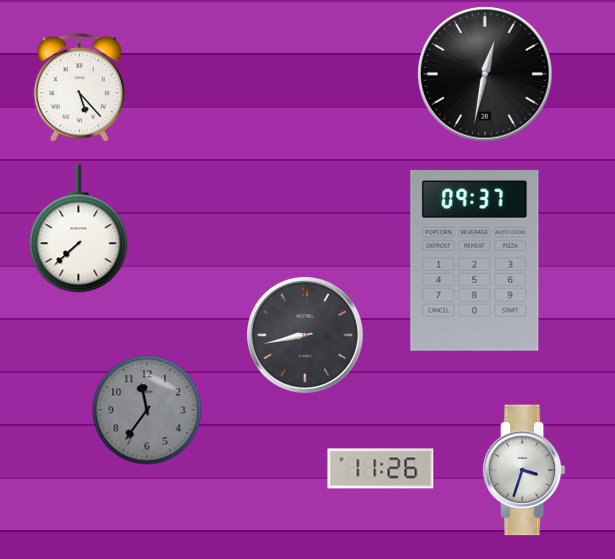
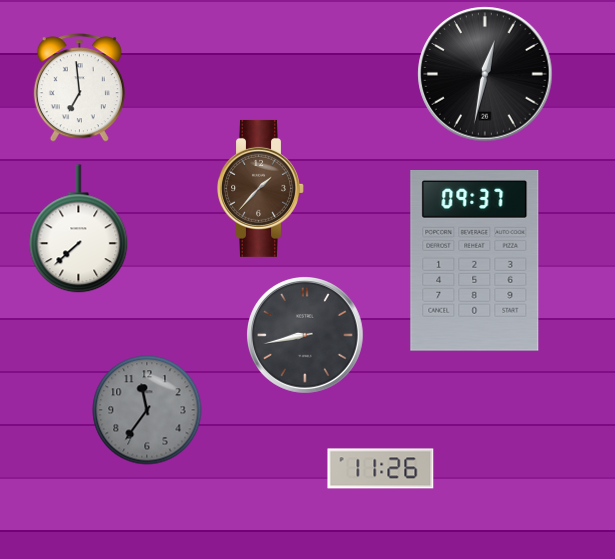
clock at (79, 88): 5:23 -> 6:59
clock at (261, 188): none -> 1:37
clock at (524, 470): 3:33 -> none
